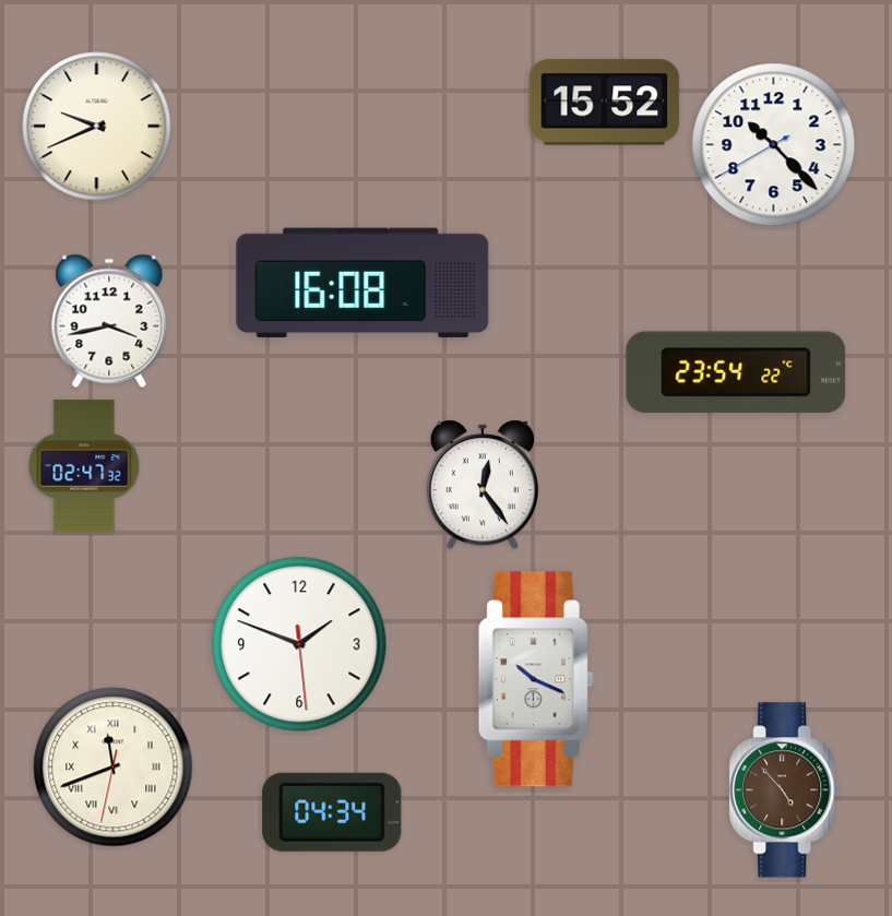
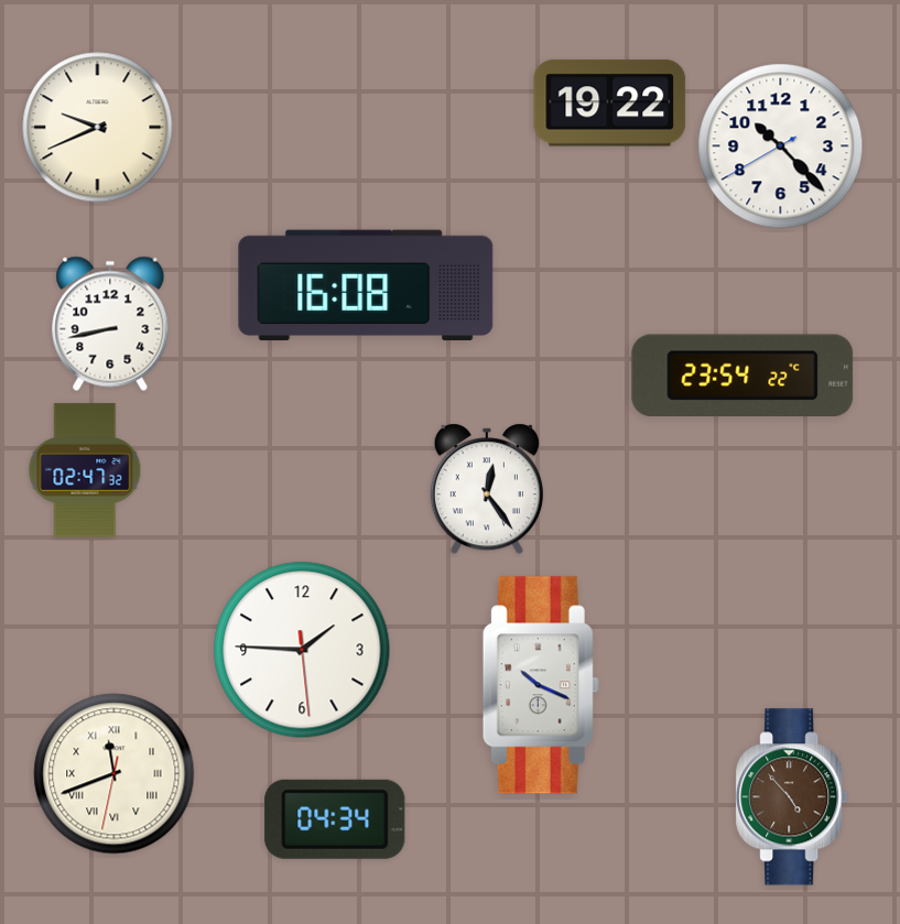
clock at (605, 103): 15:52 -> 19:22
clock at (109, 321): 3:43 -> 8:43
clock at (299, 644): 1:48 -> 1:45
